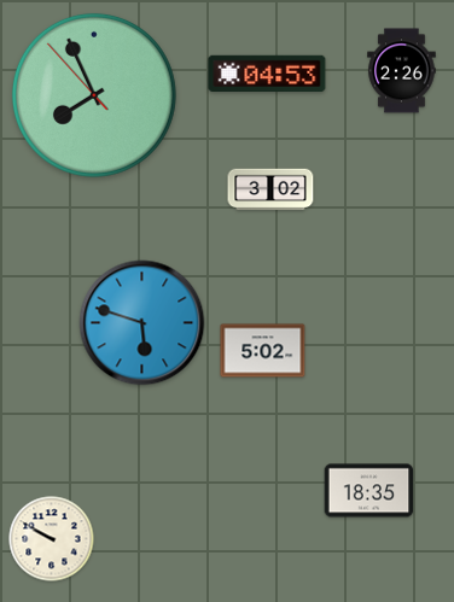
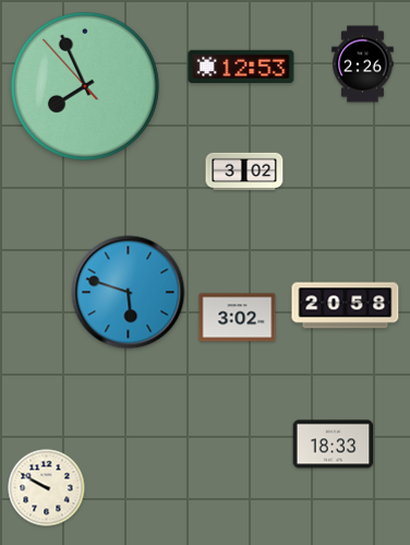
clock at (267, 72): 04:53 -> 12:53
clock at (346, 306): none -> 20:58
clock at (263, 351): 5:02 -> 3:02
clock at (369, 491): 18:35 -> 18:33
